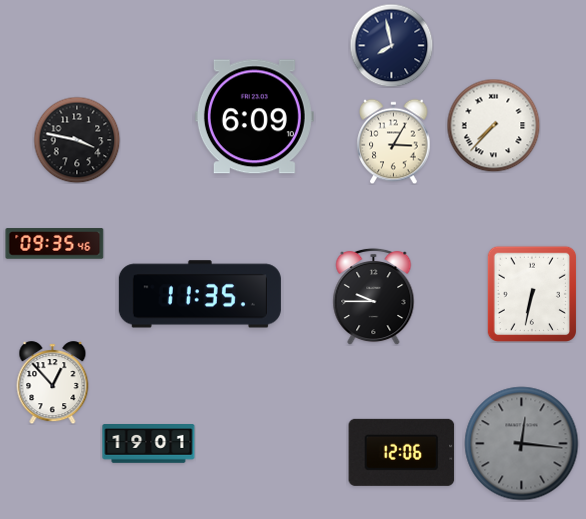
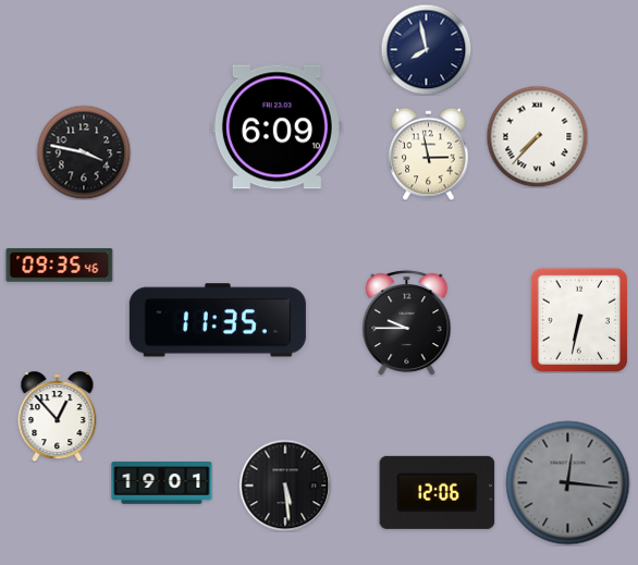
clock at (394, 141): 3:05 -> 2:58
clock at (285, 486): none -> 5:29
